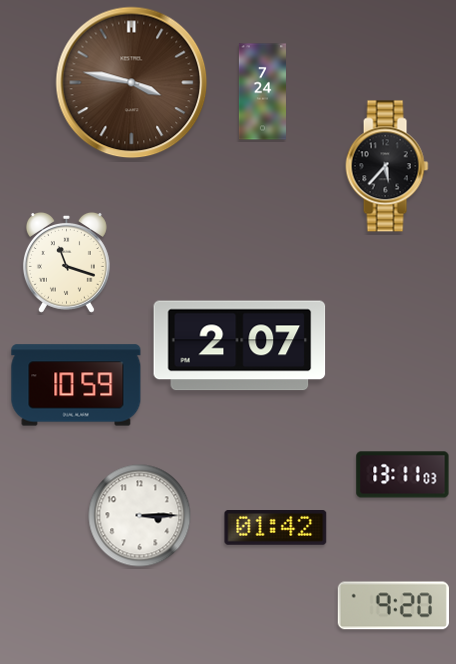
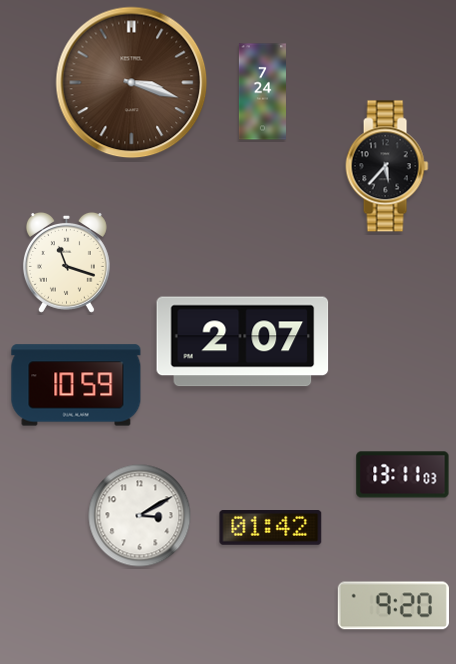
clock at (132, 83): 3:47 -> 3:18
clock at (240, 346) position: (240, 346) -> (243, 342)
clock at (140, 516): 3:15 -> 3:10
clock at (276, 528) position: (276, 528) -> (271, 528)
